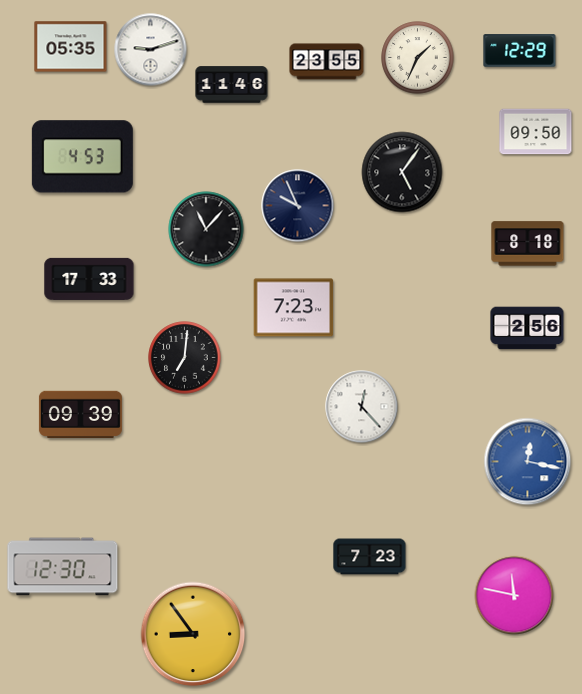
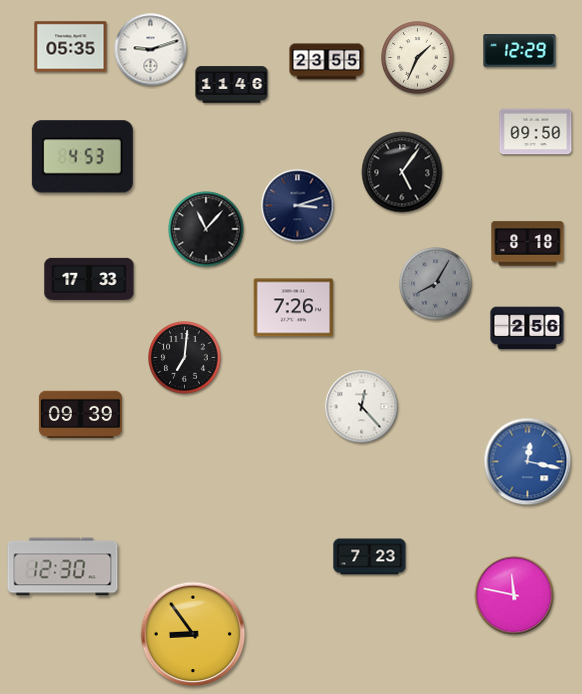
clock at (298, 206): 9:56 -> 3:12
clock at (436, 284): none -> 8:05
clock at (294, 308): 7:23 -> 7:26
